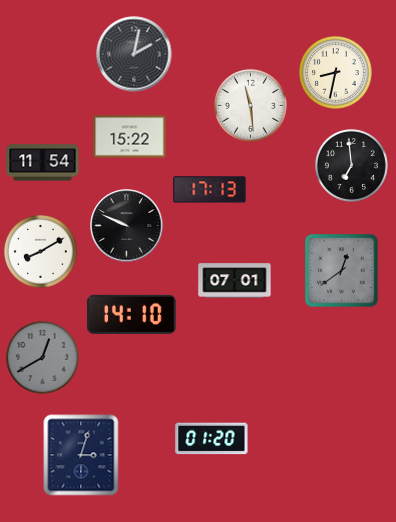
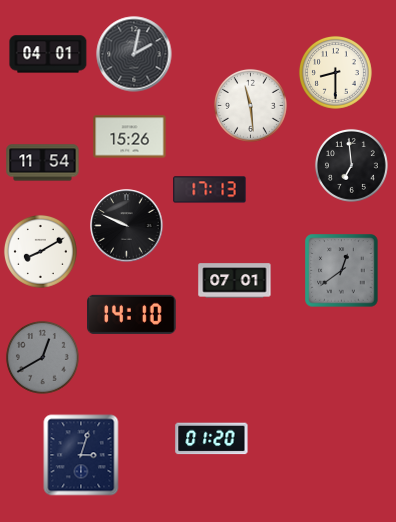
clock at (48, 54): none -> 04:01
clock at (335, 72): 8:32 -> 8:30
clock at (130, 137): 15:22 -> 15:26
